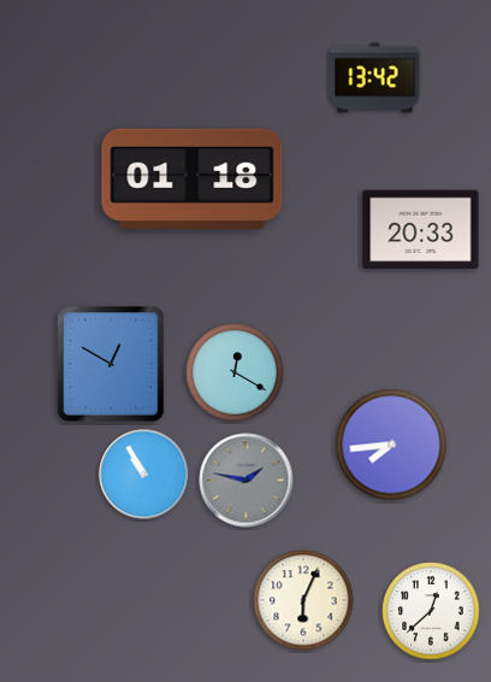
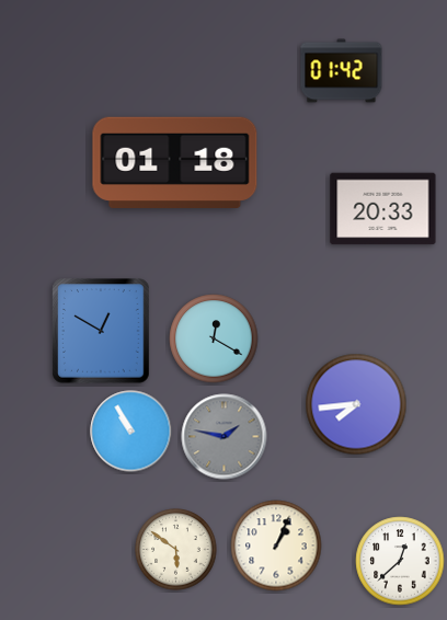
clock at (375, 78): 13:42 -> 01:42
clock at (303, 600): 6:04 -> 1:04
clock at (176, 550): none -> 5:51
clock at (431, 611) position: (431, 611) -> (400, 561)
